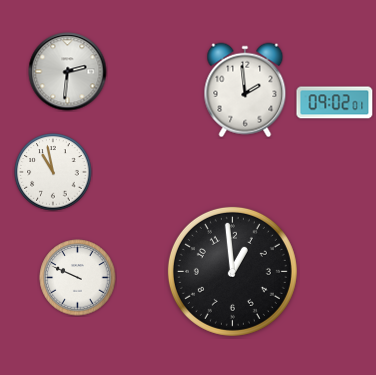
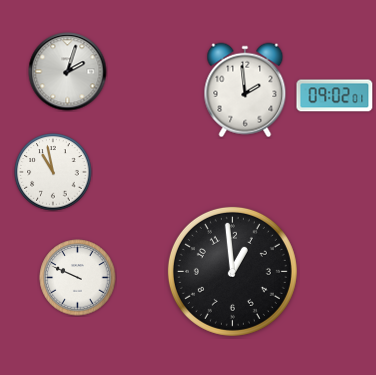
clock at (68, 72): 2:31 -> 2:03
clock at (335, 103) position: (335, 103) -> (335, 96)
